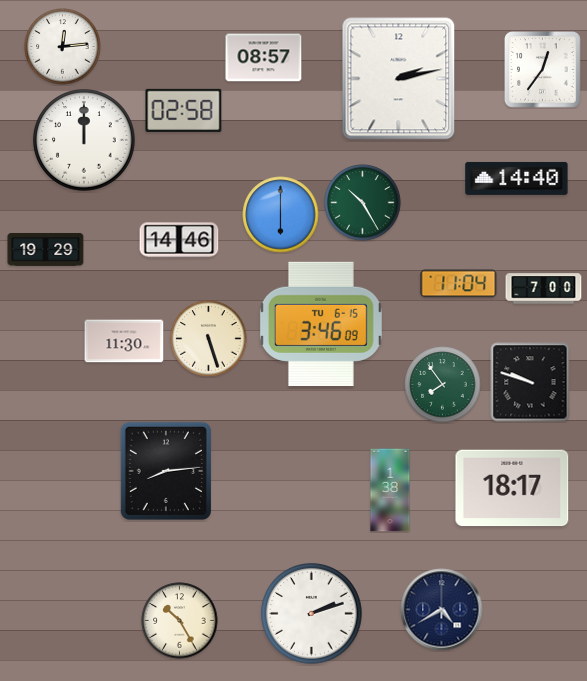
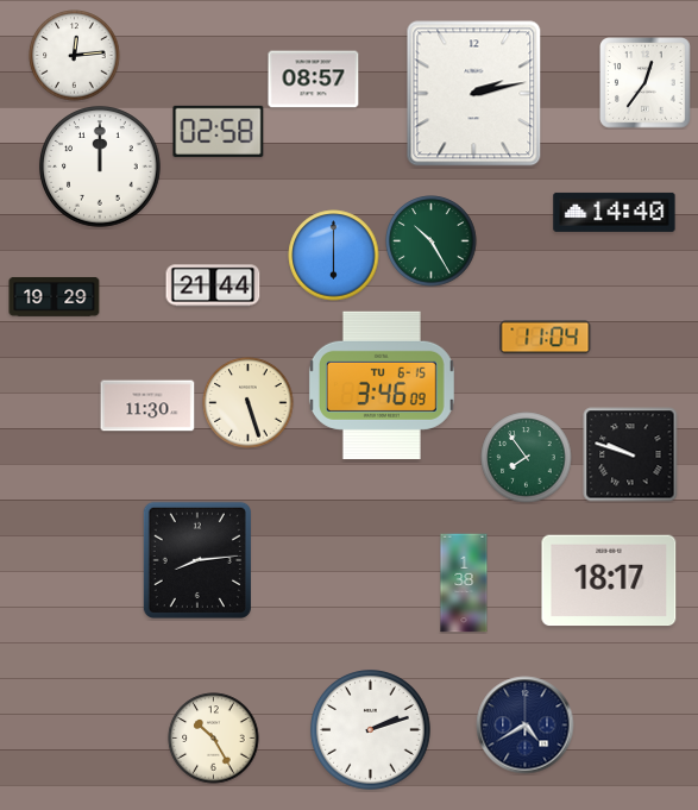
clock at (264, 58) position: (264, 58) -> (314, 80)
clock at (179, 240): 14:46 -> 21:44
clock at (544, 289): 7:00 -> none
